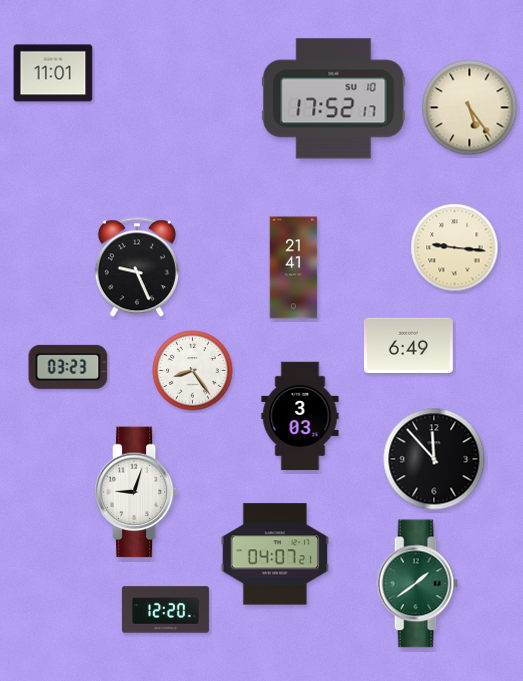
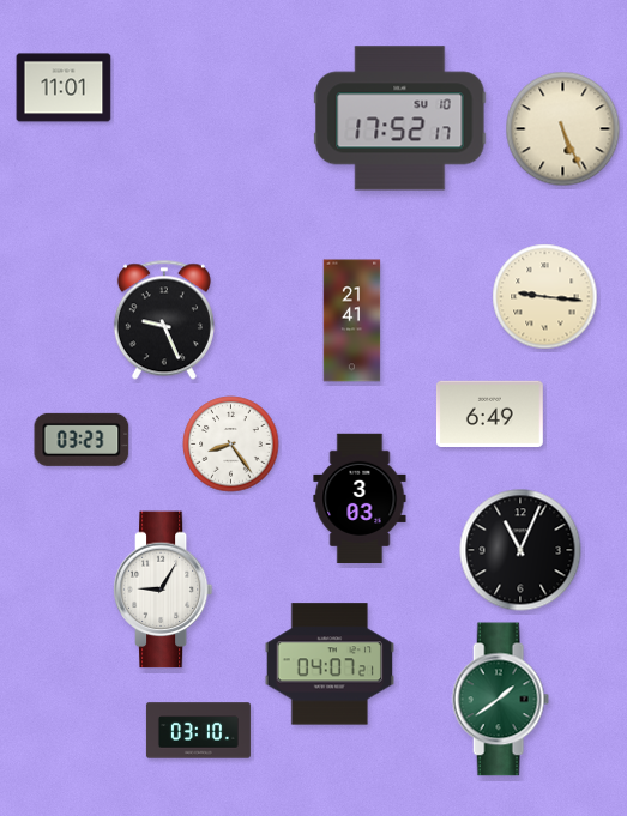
clock at (470, 108): 5:24 -> 5:26
clock at (434, 459): 11:53 -> 11:04
clock at (136, 492): 9:03 -> 9:05
clock at (165, 610): 12:20 -> 03:10
